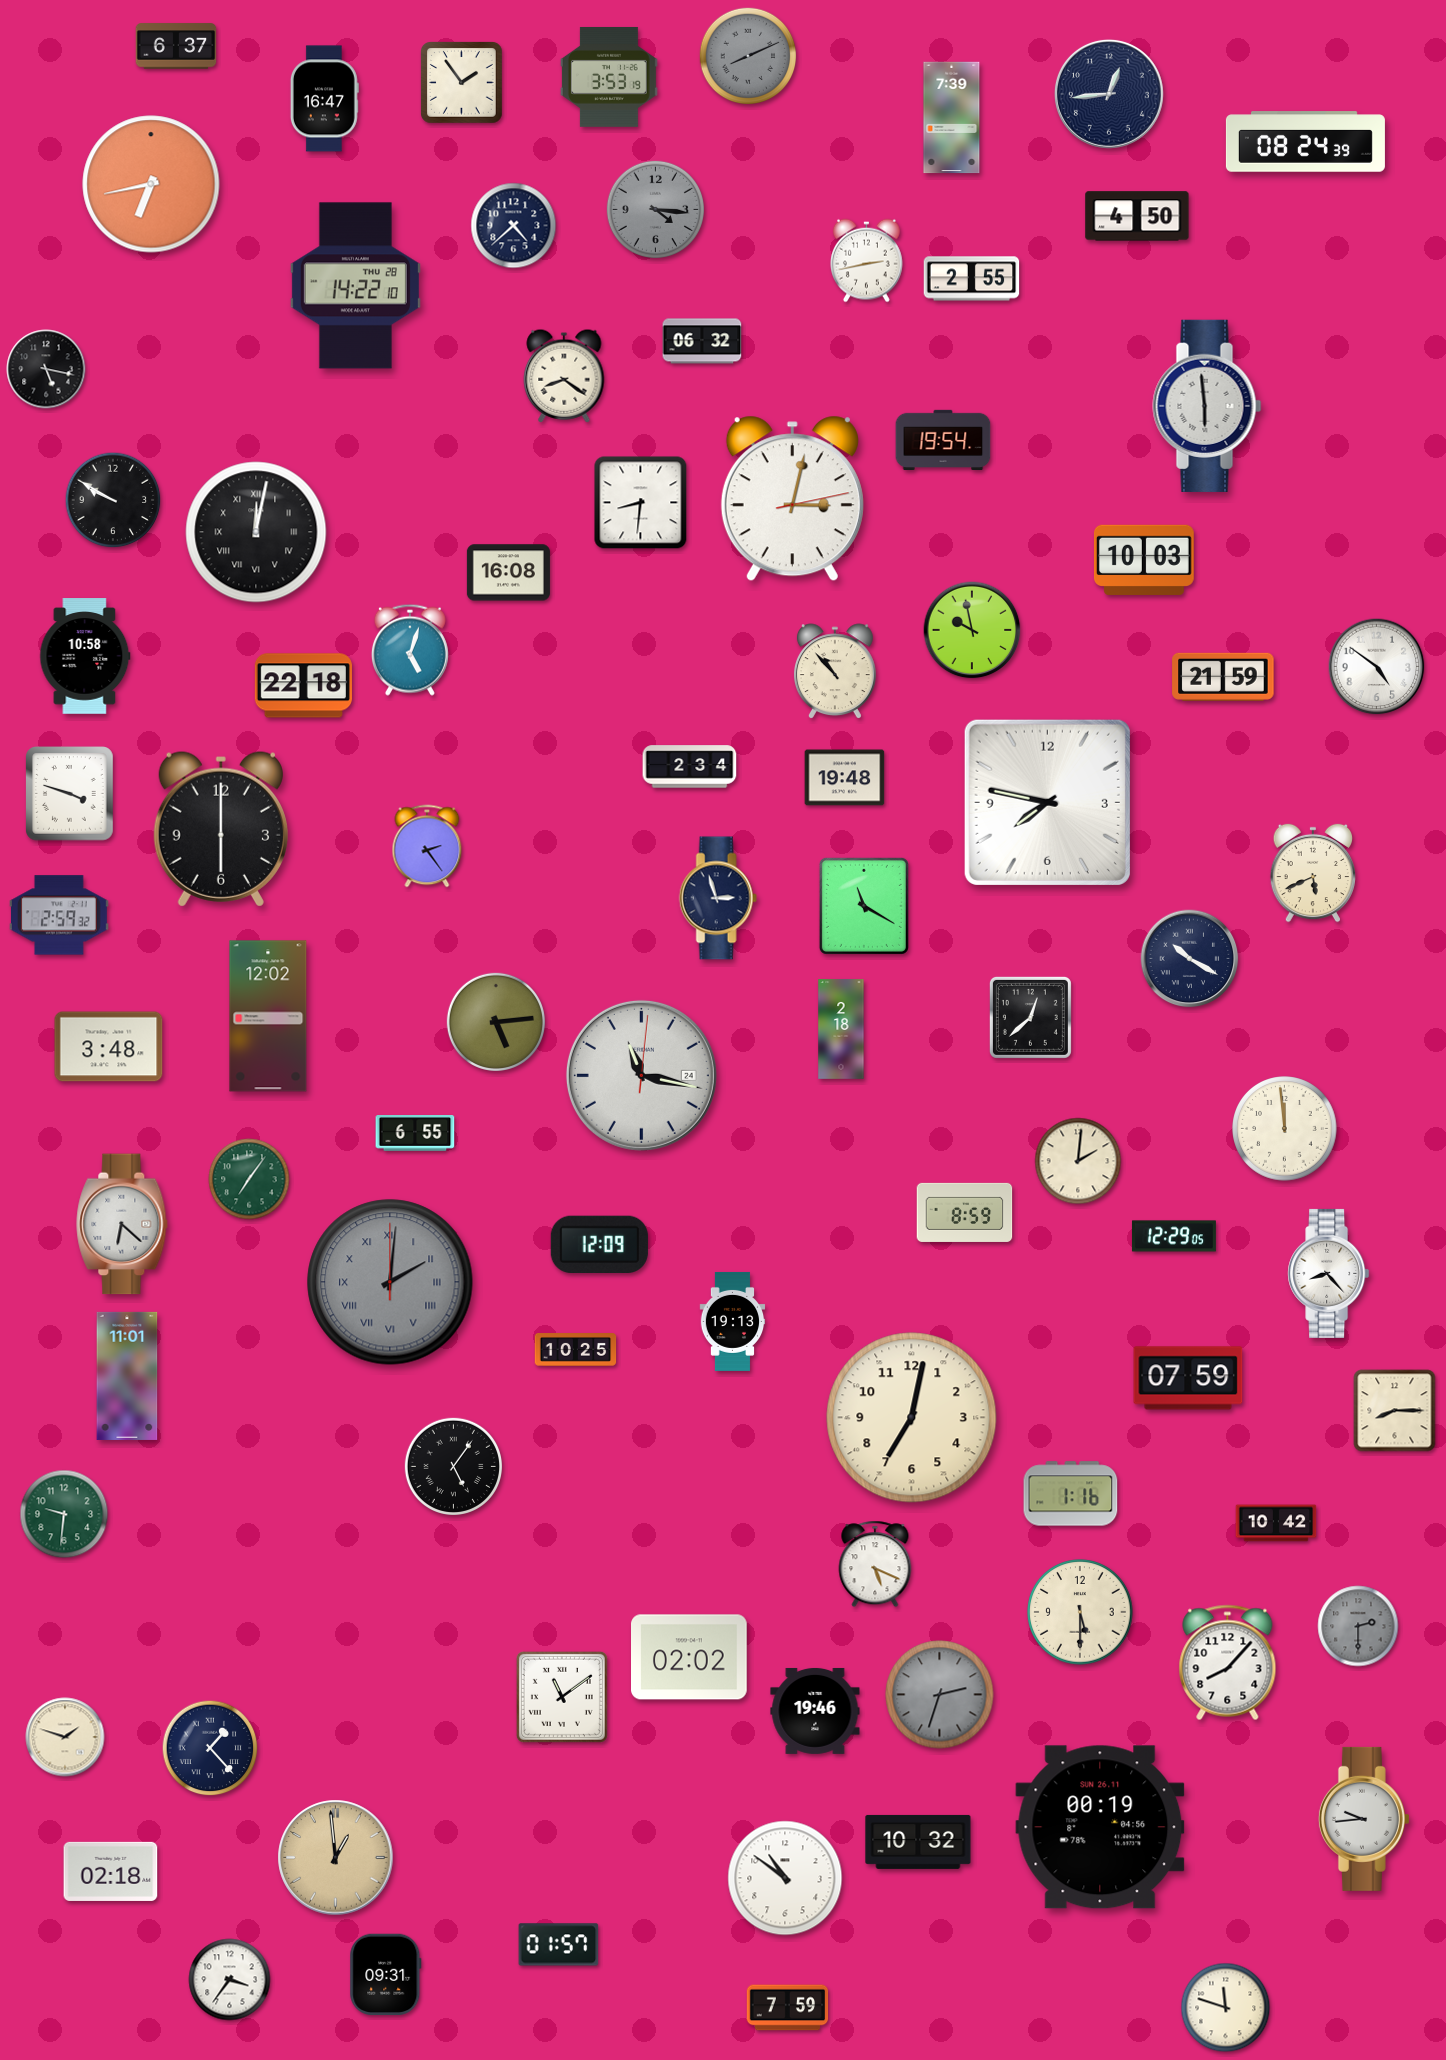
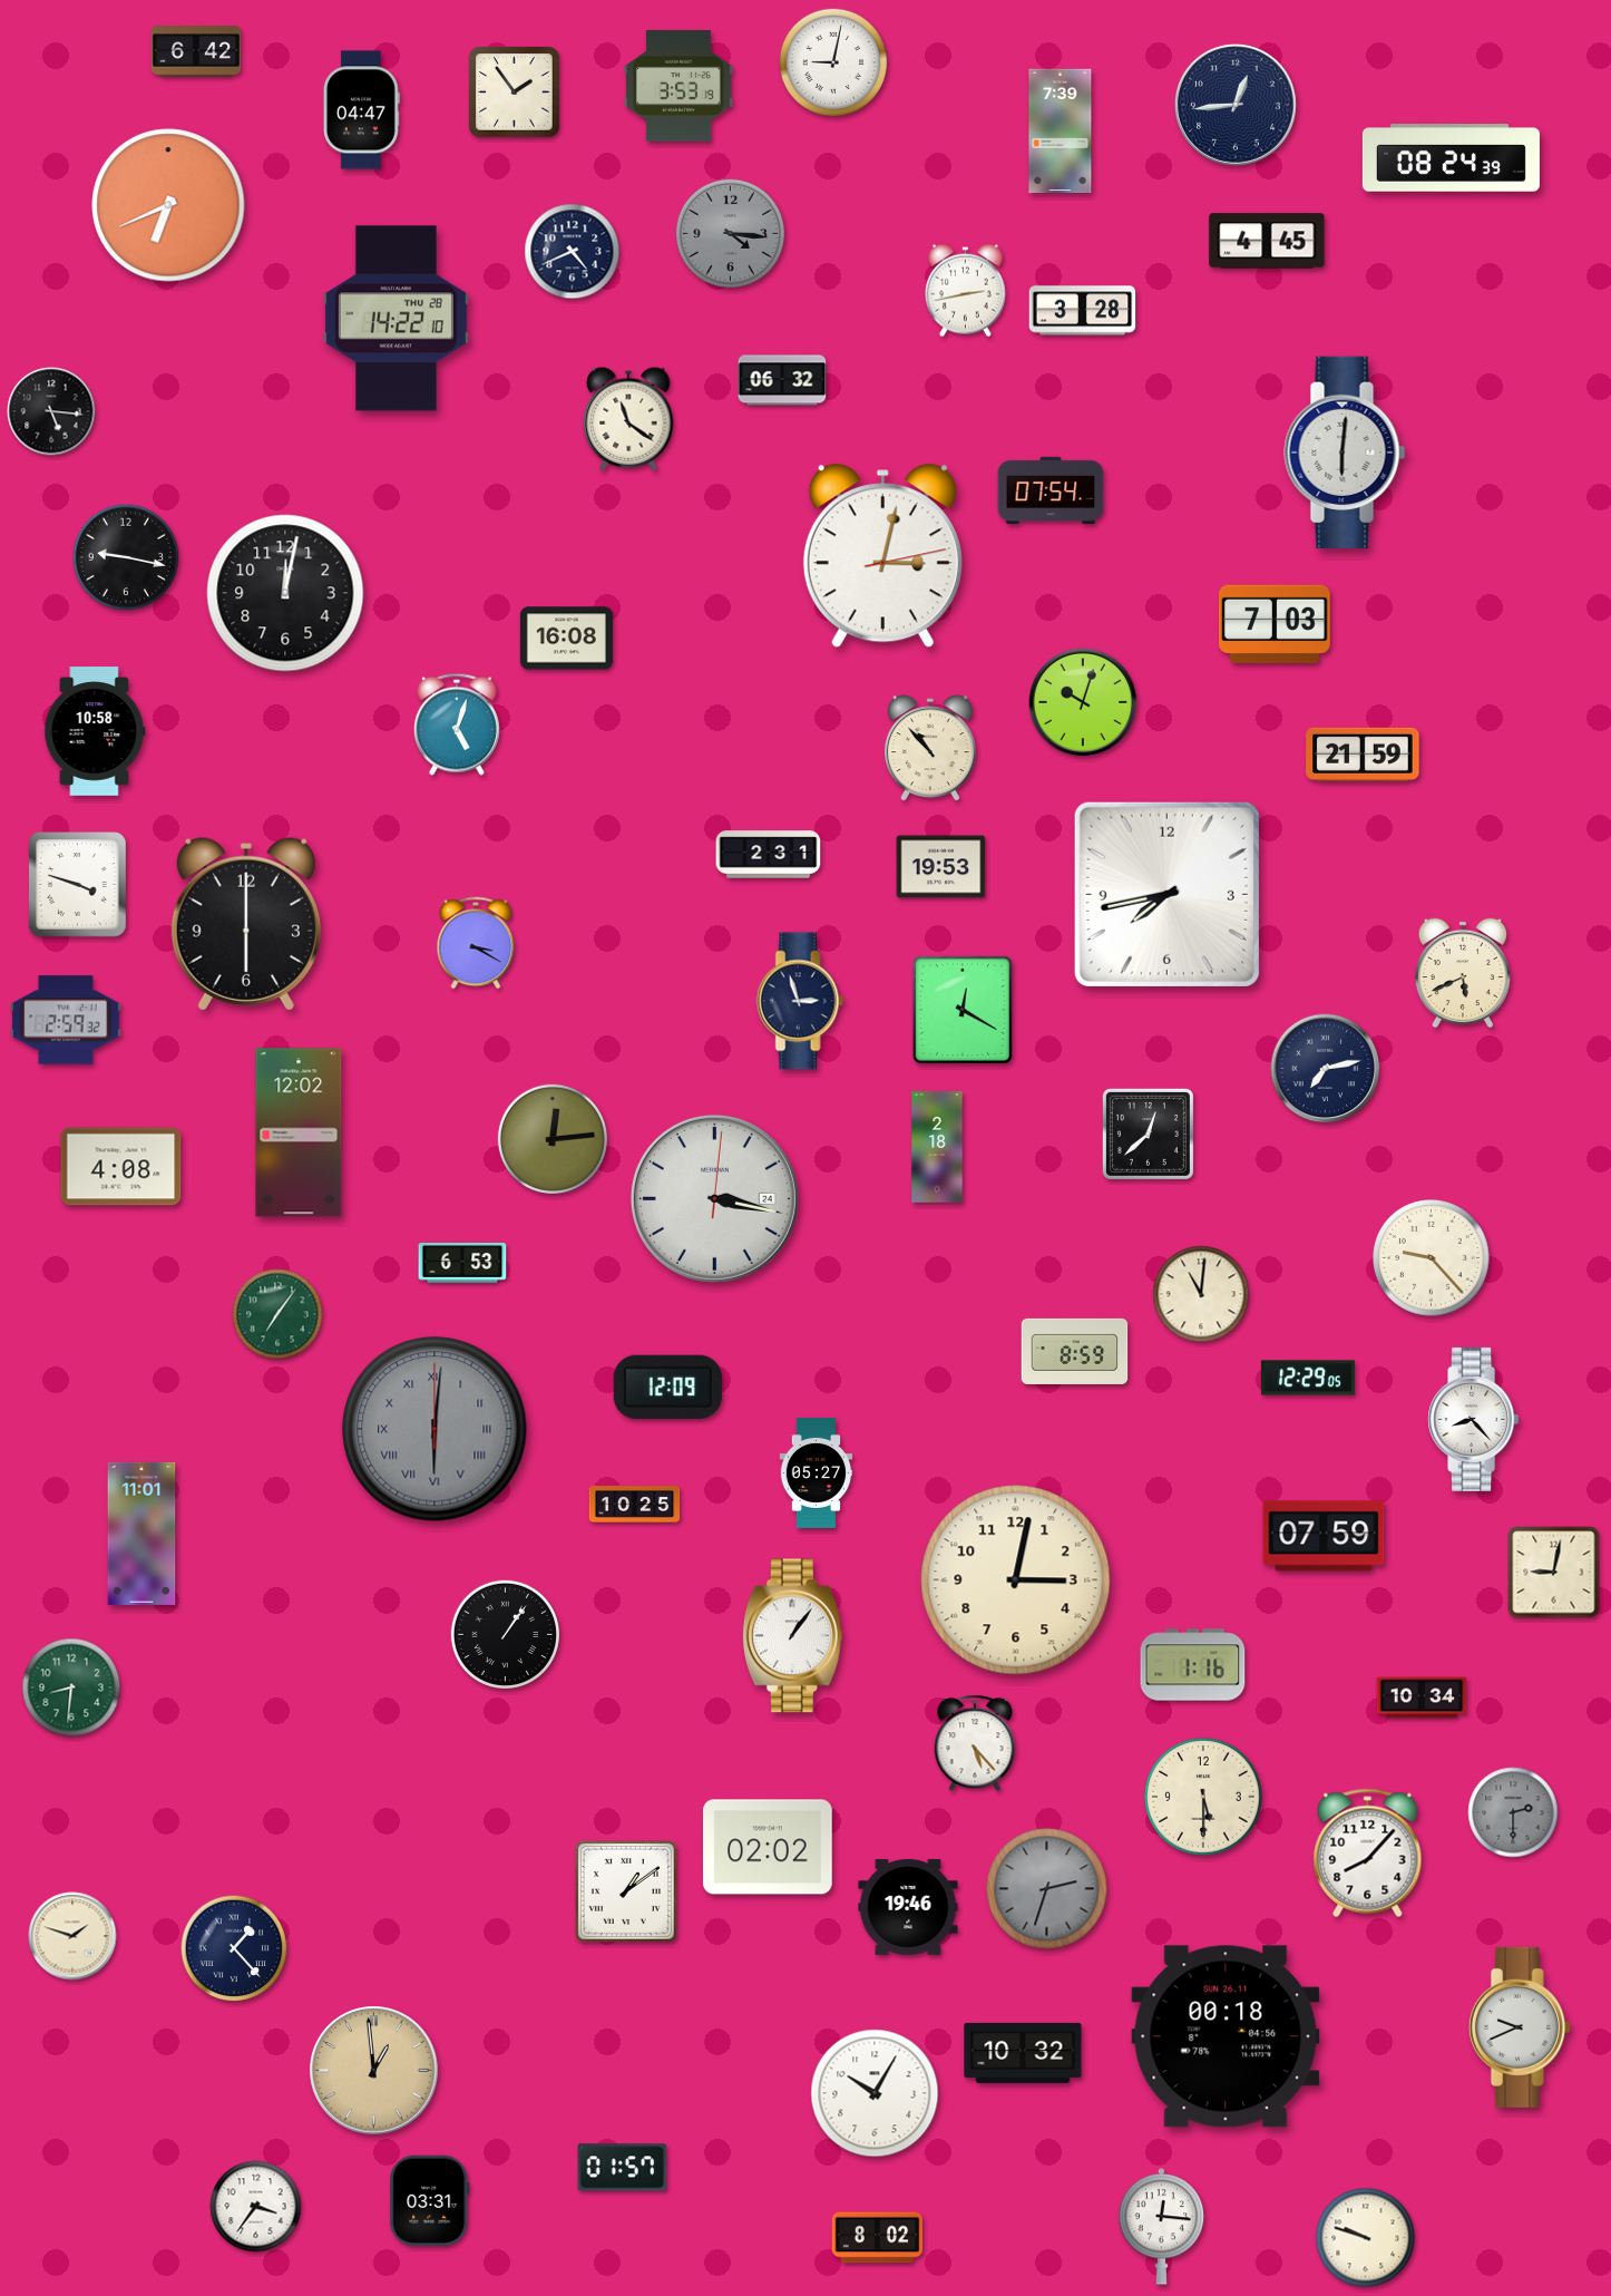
clock at (176, 46): 6:37 -> 6:42
clock at (748, 56): 8:11 -> 9:02
clock at (748, 56) dial: grey -> white
clock at (324, 99): 16:47 -> 04:47
clock at (1305, 142) position: (1305, 142) -> (1451, 158)
clock at (151, 184): 6:43 -> 6:41
clock at (1137, 216): 4:50 -> 4:45
clock at (514, 226): 4:38 -> 4:41
clock at (972, 279): 2:55 -> 3:28
clock at (46, 369): 5:17 -> 5:16
clock at (564, 376): 8:21 -> 11:21
clock at (1207, 406): 5:59 -> 6:01
clock at (943, 439): 19:54 -> 07:54
clock at (113, 500): 9:50 -> 9:17
clock at (641, 503): 8:31 -> none
clock at (256, 532) numerals: Roman -> Arabic
clock at (1144, 559): 10:03 -> 7:03
clock at (972, 630): 9:58 -> 10:03
clock at (1377, 667): 4:51 -> none
clock at (303, 686): 22:18 -> none
clock at (690, 767): 2:34 -> 2:31
clock at (845, 778): 19:48 -> 19:53
clock at (1047, 802): 7:47 -> 7:43
clock at (427, 846): 2:24 -> 3:20
clock at (864, 906): 11:20 -> 12:20
clock at (1190, 959): 10:20 -> 7:13
clock at (496, 1022): 5:14 -> 12:14
clock at (109, 1047): 3:48 -> 4:08
clock at (641, 1075): 11:17 -> 3:17
clock at (1285, 1129): 11:59 -> 9:23
clock at (415, 1134): 6:55 -> 6:53
clock at (1078, 1161): 2:01 -> 11:01
clock at (122, 1224): 6:22 -> none
clock at (1329, 1273) position: (1329, 1273) -> (1474, 1419)
clock at (390, 1282): 2:01 -> 6:01
clock at (733, 1321): 19:13 -> 05:27
clock at (576, 1350) position: (576, 1350) -> (635, 1505)
clock at (1395, 1411): 8:15 -> 9:02
clock at (912, 1418): 7:02 -> 3:02
clock at (453, 1466): 5:06 -> 1:06
clock at (792, 1636): none -> 1:06
clock at (64, 1514): 9:31 -> 8:31
clock at (1276, 1523): 10:42 -> 10:34
clock at (875, 1564): 5:19 -> 5:23
clock at (562, 1697): 11:09 -> 1:09
clock at (1364, 1819): 9:44 -> 9:41
clock at (1100, 1827): 00:19 -> 00:18
clock at (111, 1871): 02:18 -> none
clock at (785, 1878): 10:51 -> 10:05
clock at (386, 1974): 09:31 -> 03:31
clock at (1162, 2227): none -> 12:16
clock at (788, 2008): 7:59 -> 8:02
clock at (1226, 2008): 11:48 -> 9:48
